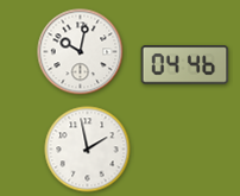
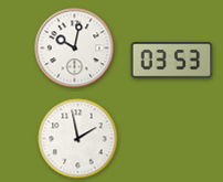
clock at (185, 65): 04:46 -> 03:53
clock at (88, 150) position: (88, 150) -> (78, 139)
